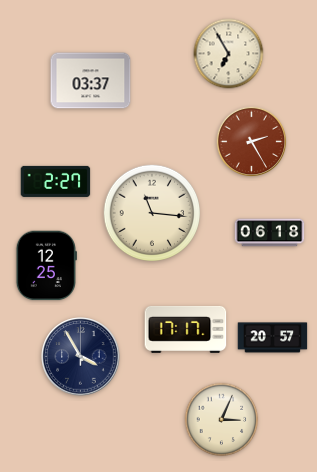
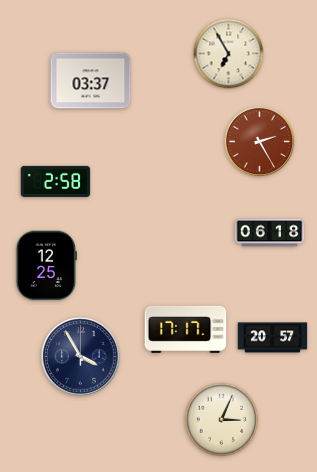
clock at (252, 142) position: (252, 142) -> (260, 142)
clock at (56, 181): 2:27 -> 2:58
clock at (151, 212): 11:16 -> none
